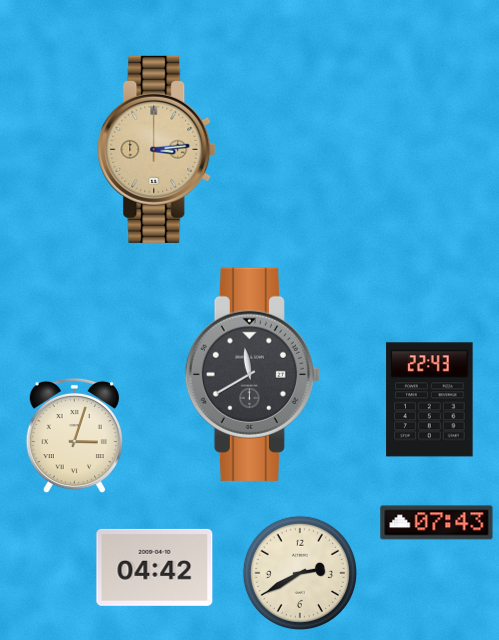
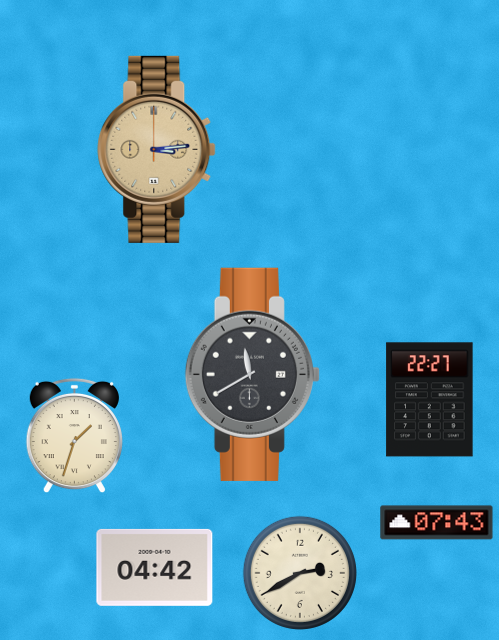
clock at (430, 400): 22:43 -> 22:27
clock at (74, 436): 3:03 -> 1:33
